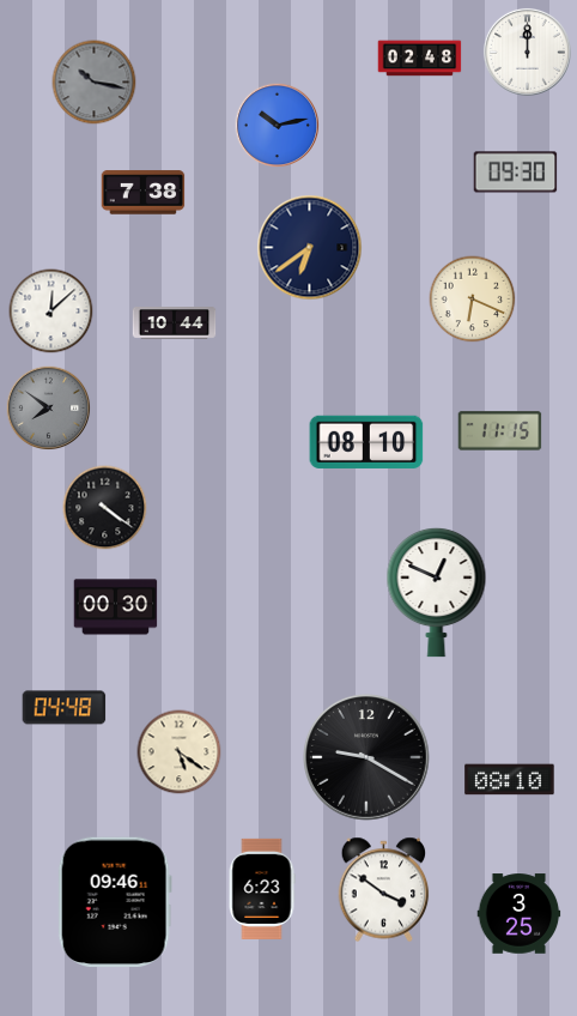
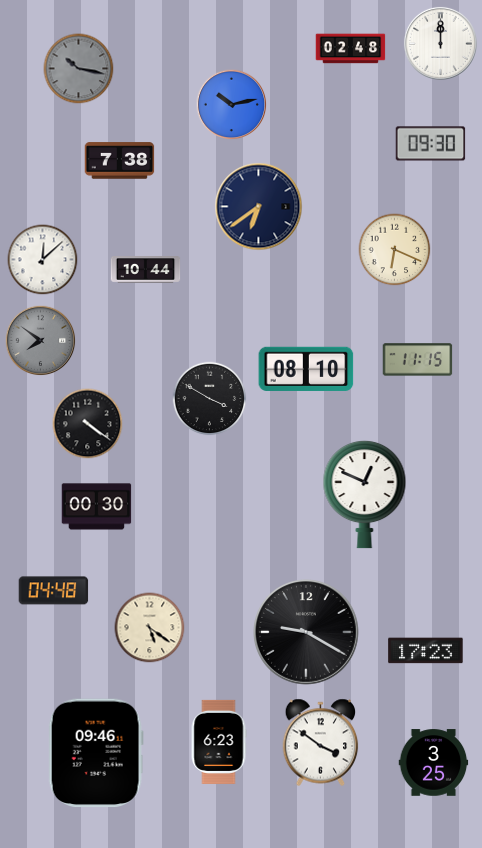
clock at (210, 399): none -> 3:50
clock at (510, 780): 08:10 -> 17:23
